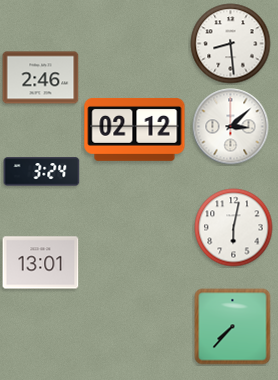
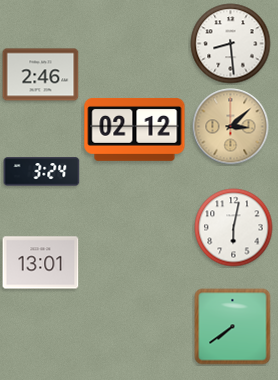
clock at (41, 78) position: (41, 78) -> (41, 75)
clock at (231, 127) dial: white -> champagne
clock at (233, 327): 7:37 -> 7:39
